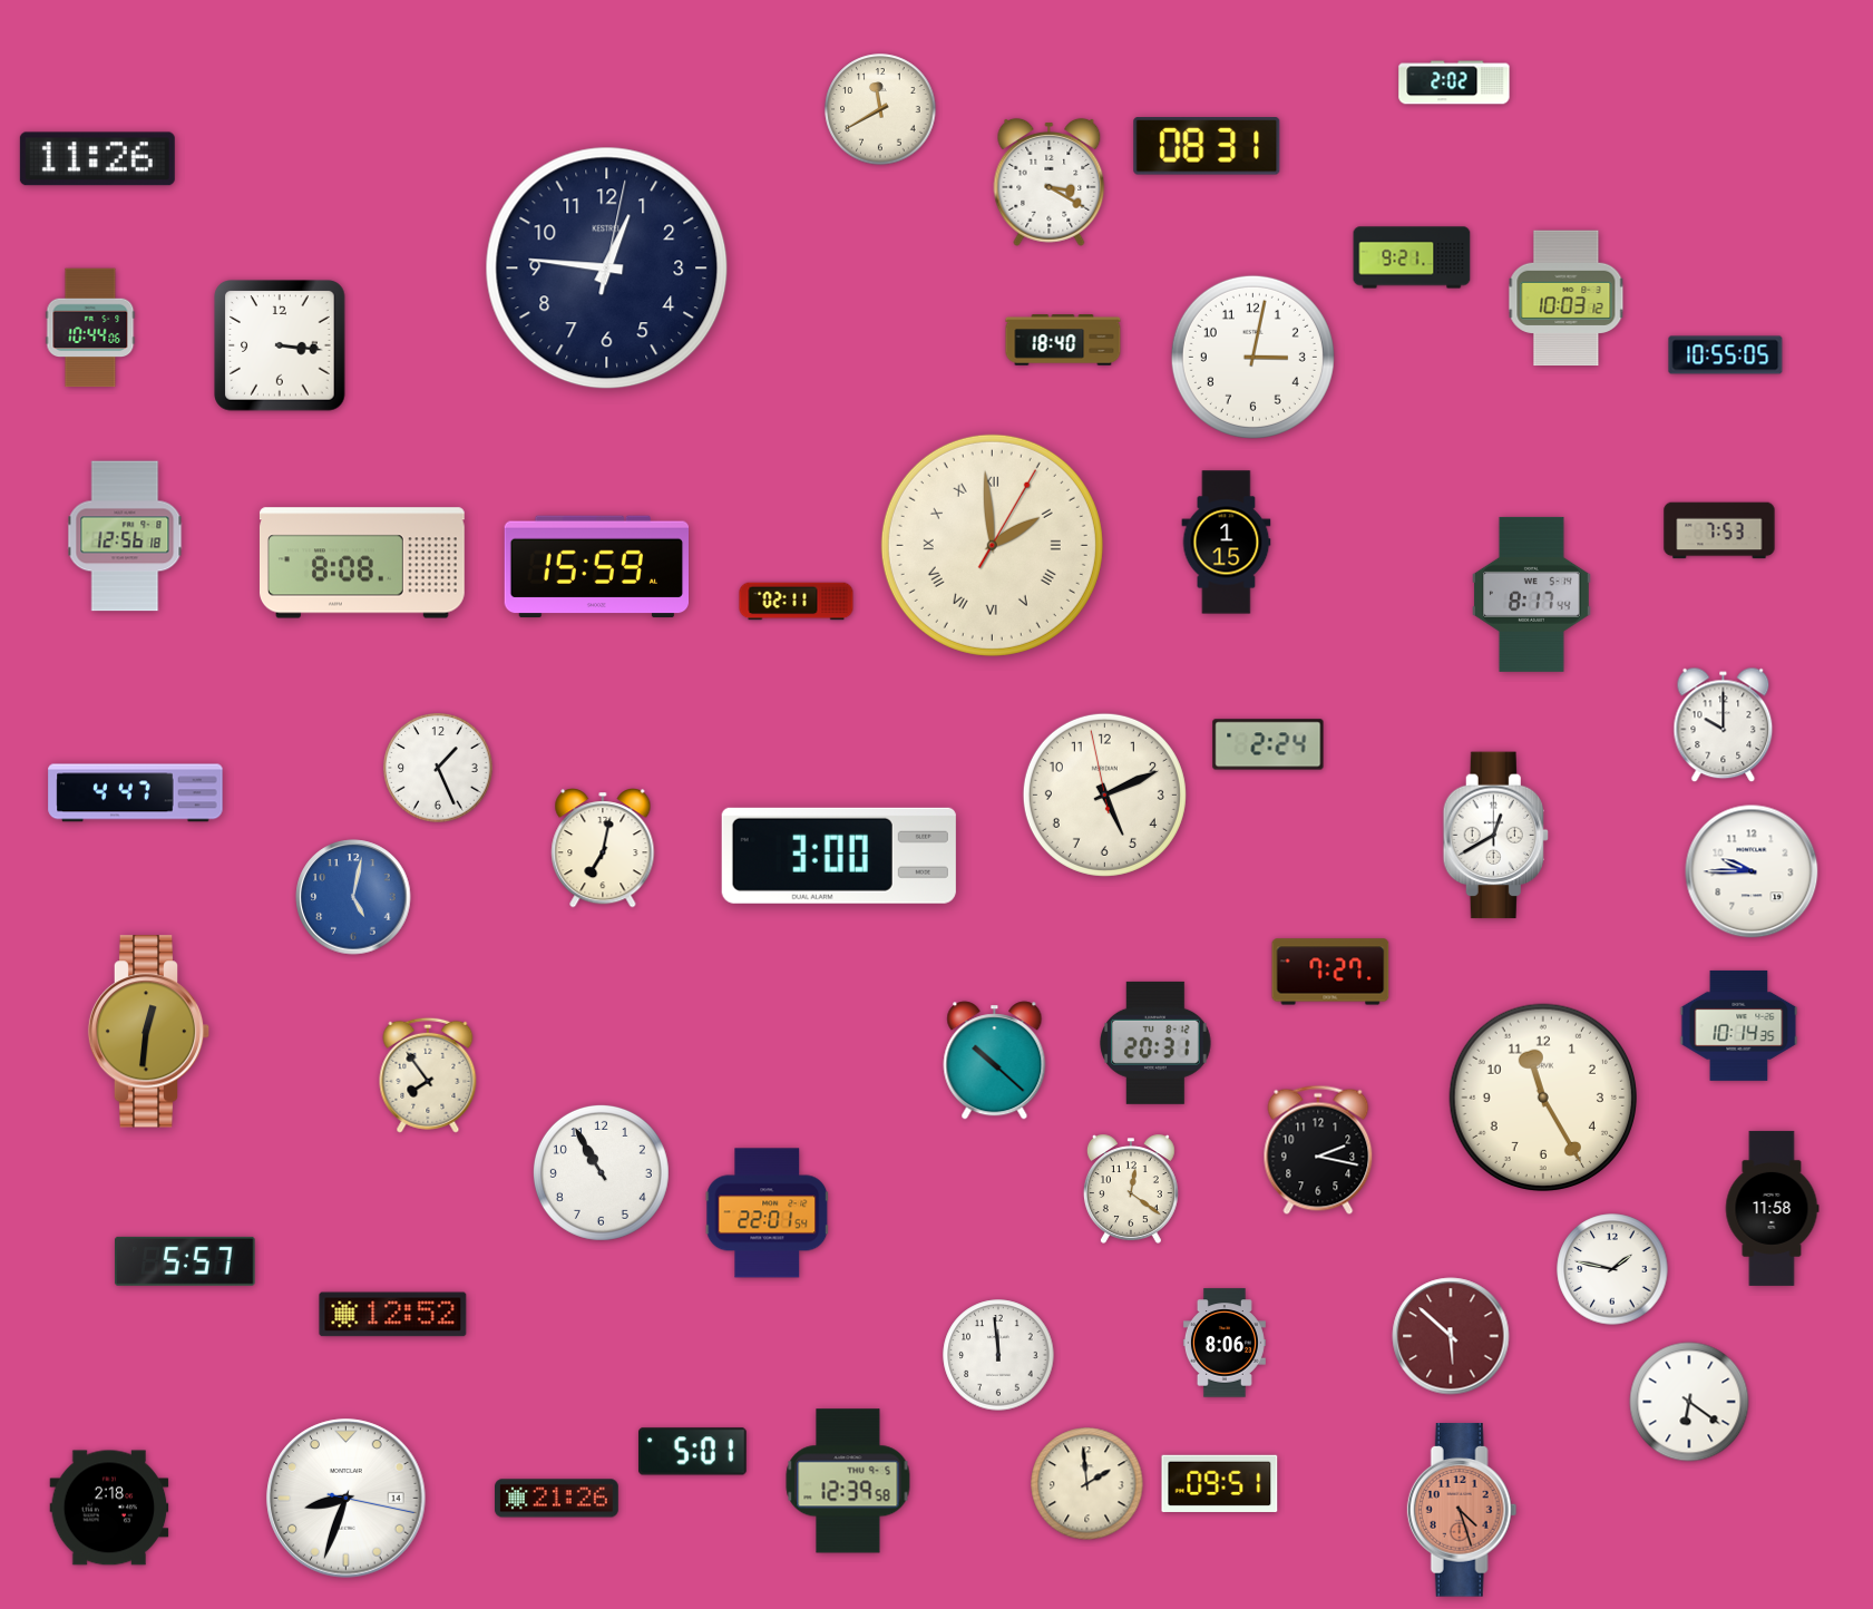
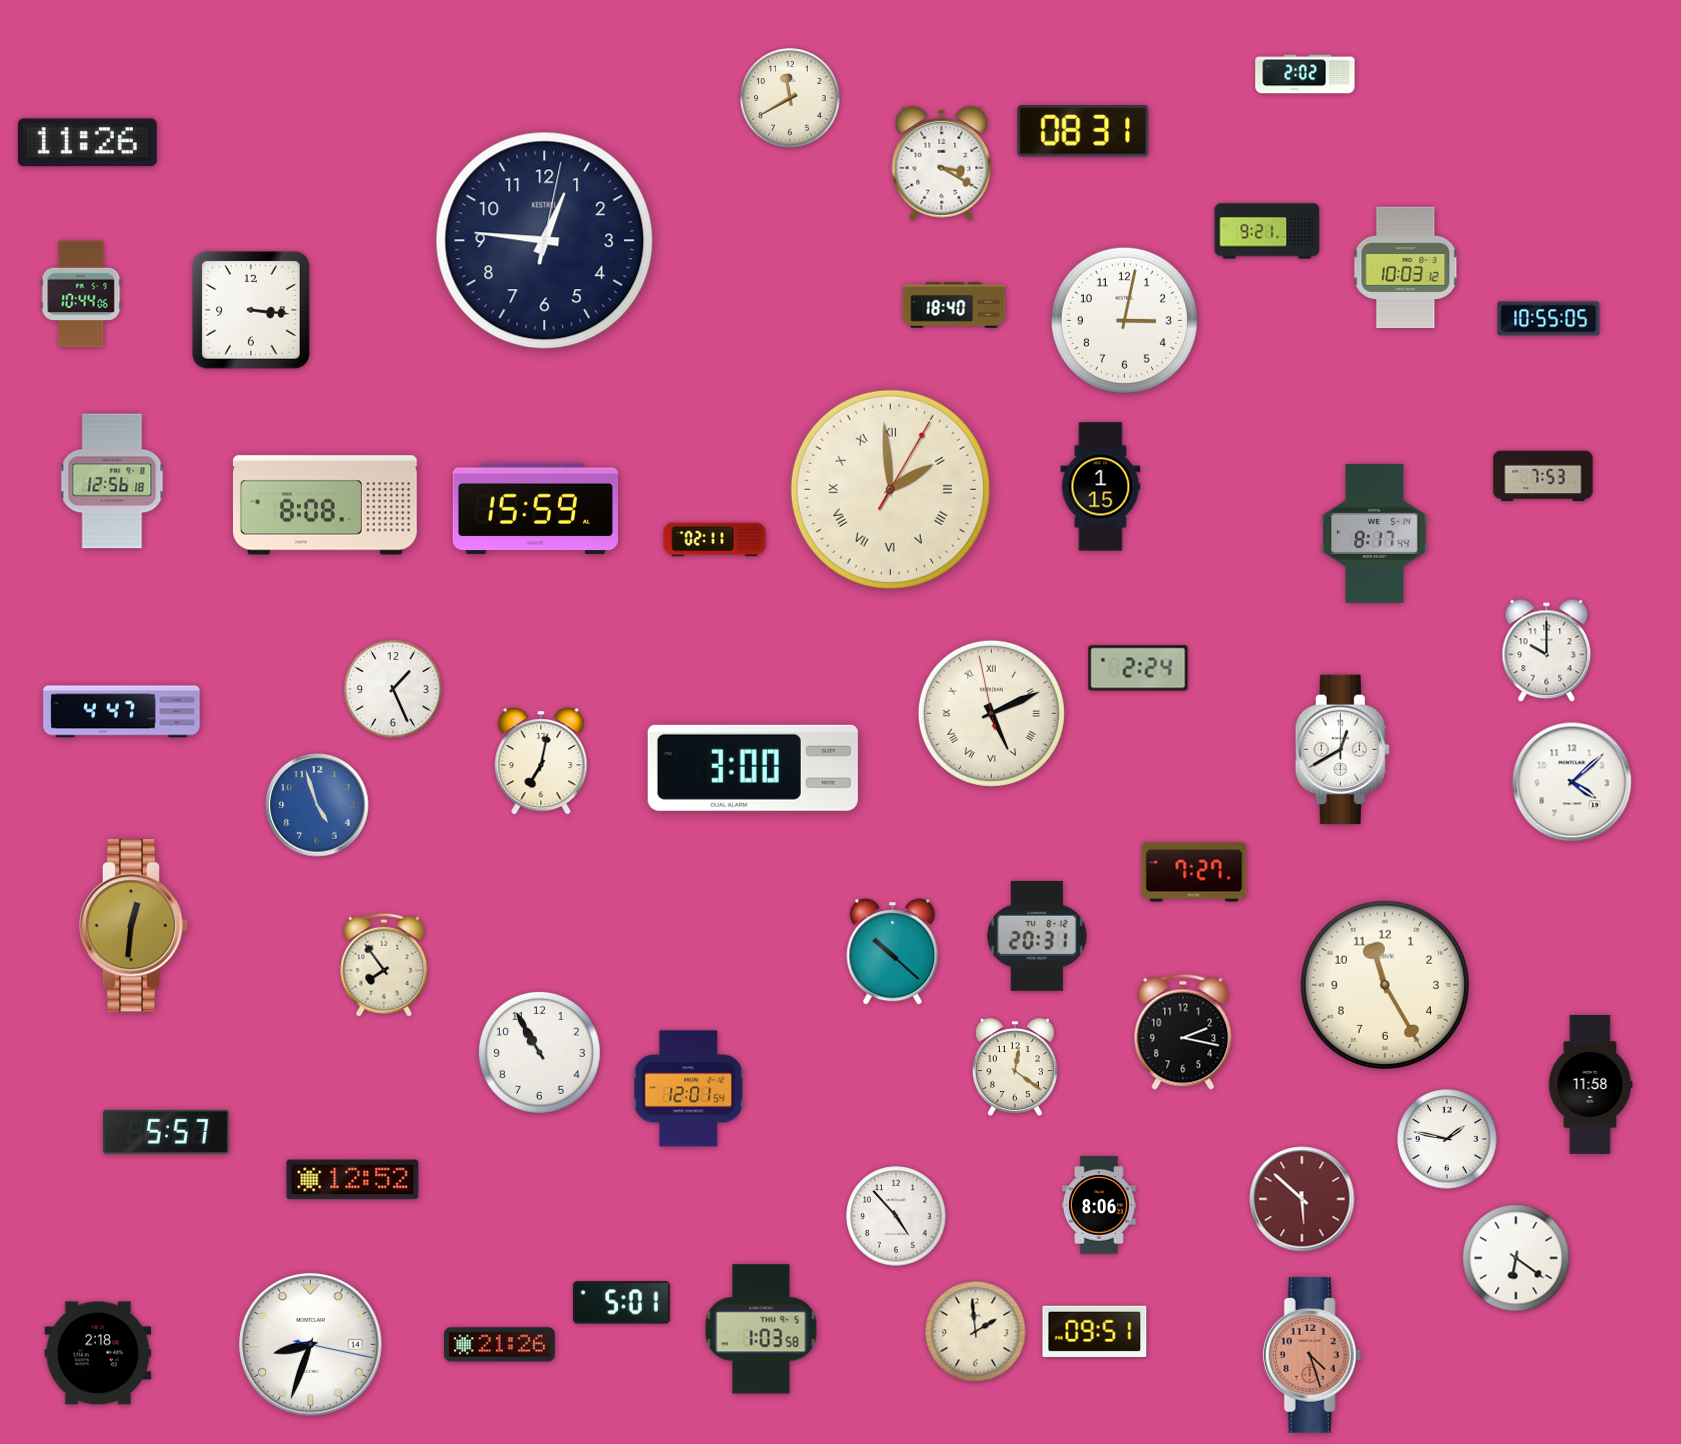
clock at (1104, 794) numerals: Arabic -> Roman
clock at (1752, 871): 9:45 -> 4:08
clock at (353, 897): 5:02 -> 4:57
clock at (1739, 1025): 10:14 -> none
clock at (768, 1213): 22:01 -> 12:01
clock at (998, 1355): 11:59 -> 4:53
clock at (848, 1481): 12:39 -> 1:03
